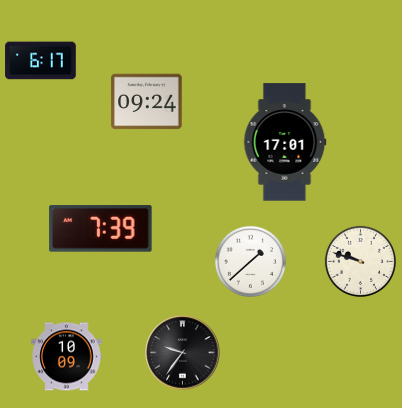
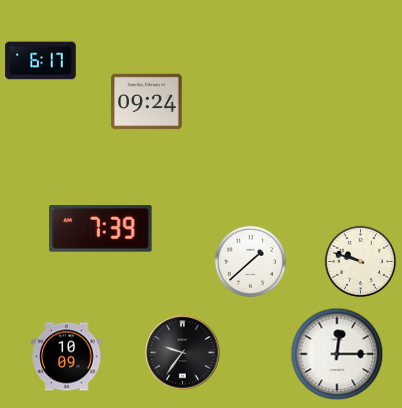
clock at (285, 142): 17:01 -> none
clock at (337, 354): none -> 12:15
